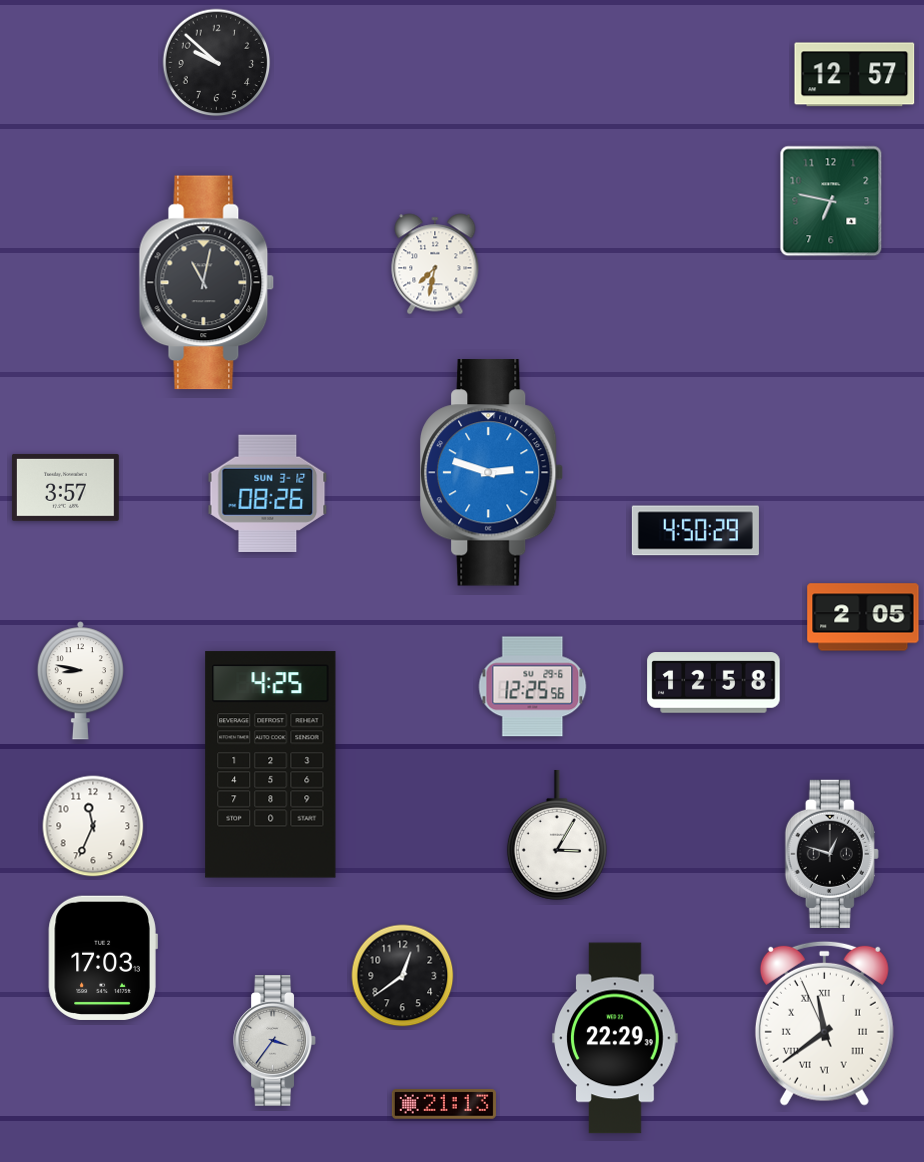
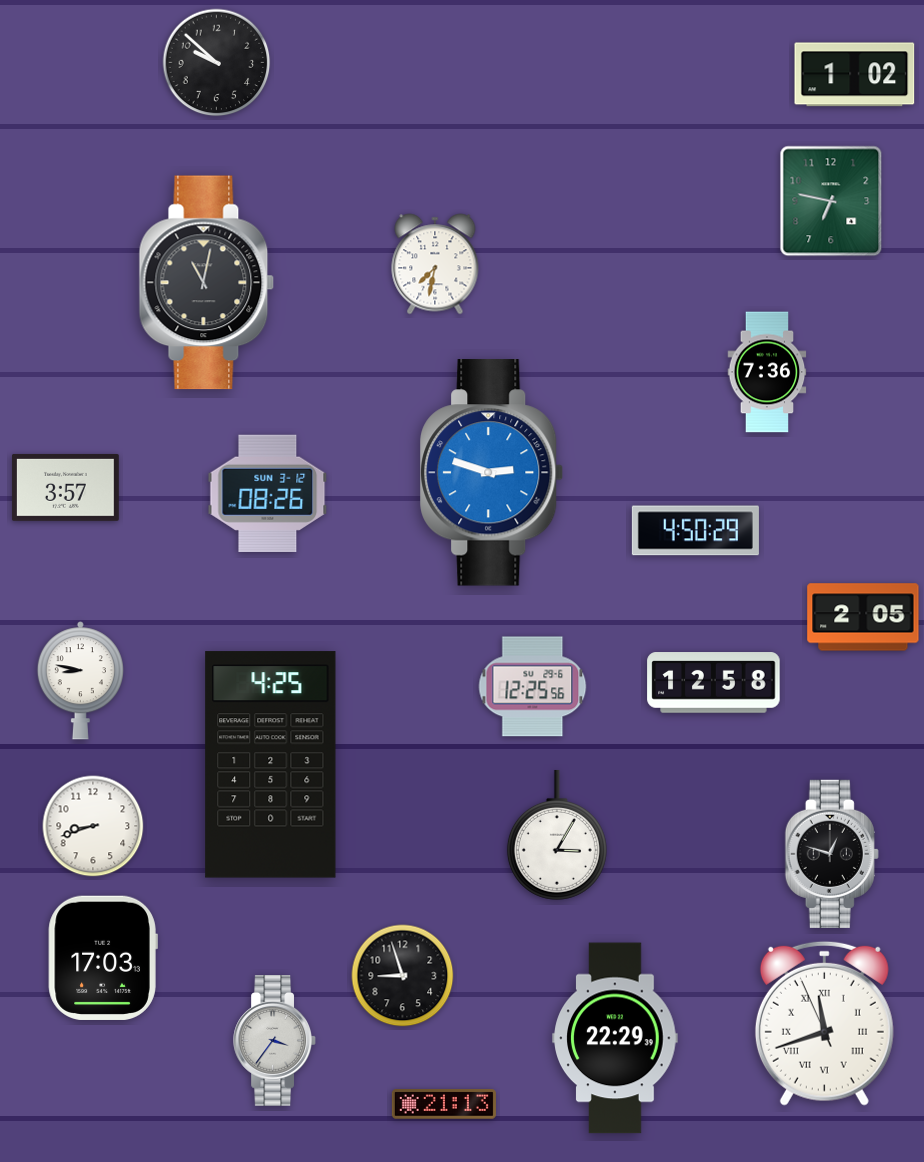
clock at (855, 75): 12:57 -> 1:02
clock at (767, 372): none -> 7:36
clock at (93, 826): 11:34 -> 8:42
clock at (403, 976): 12:39 -> 8:57
clock at (824, 1023): 11:38 -> 11:41
